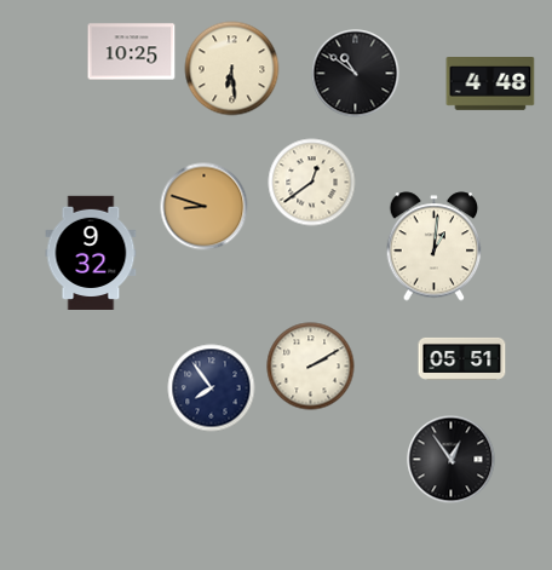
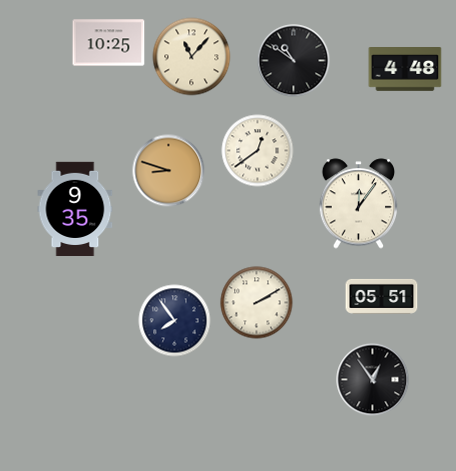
clock at (232, 69): 6:29 -> 11:07
clock at (435, 247): 1:01 -> 12:06
clock at (91, 252): 9:32 -> 9:35
